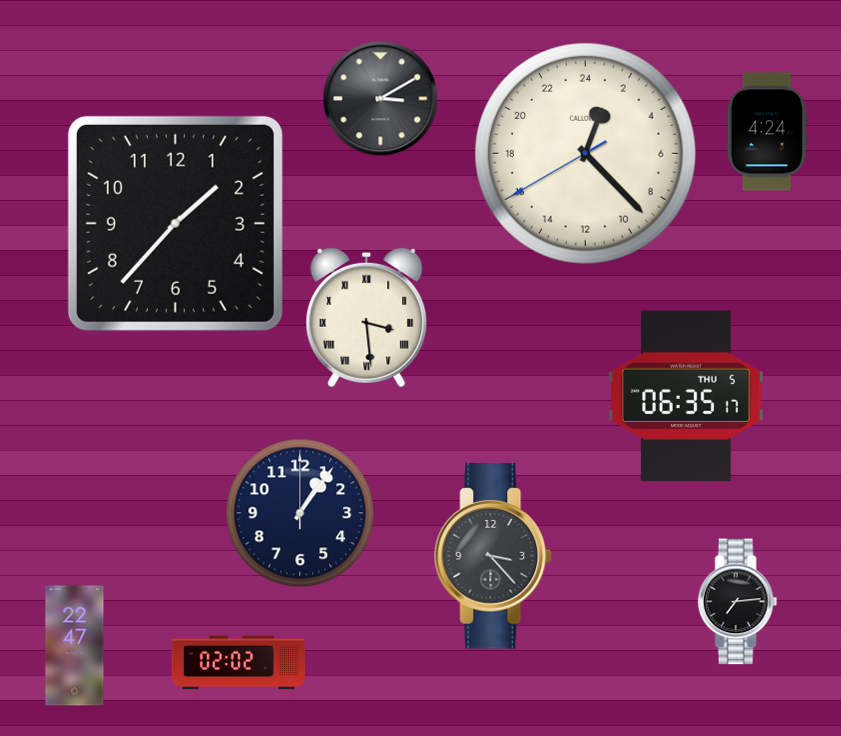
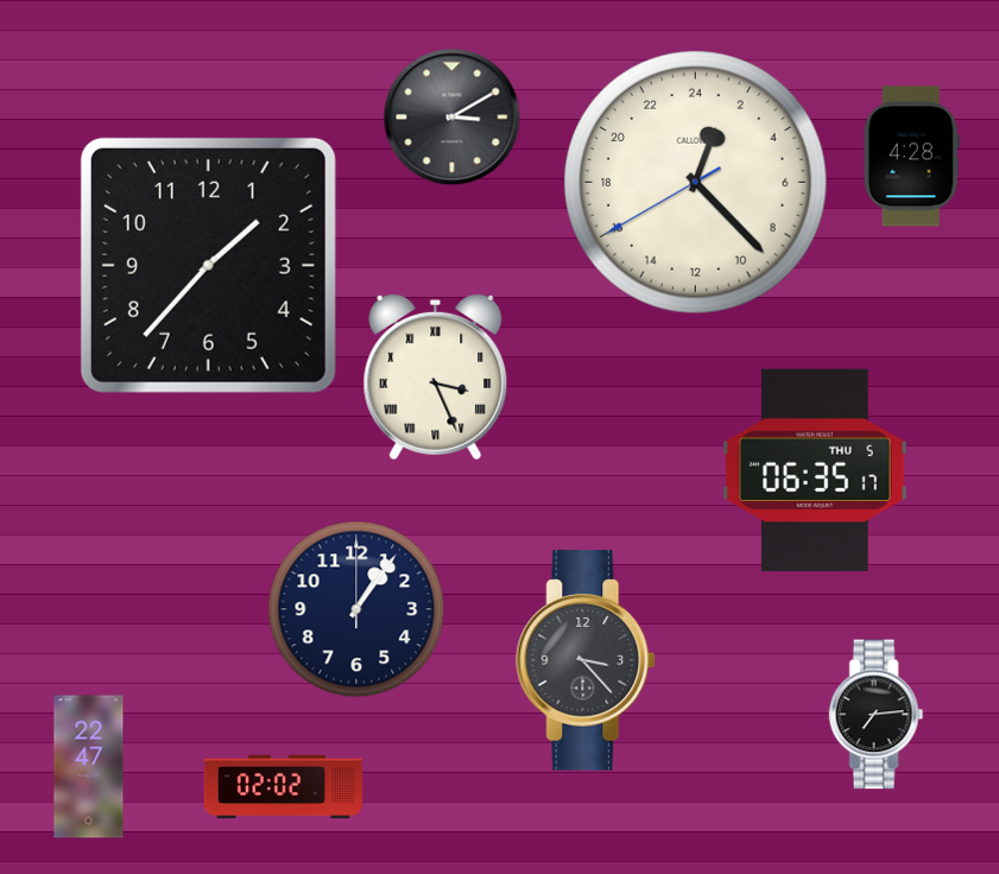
clock at (767, 132): 4:24 -> 4:28
clock at (367, 318): 3:29 -> 3:26
